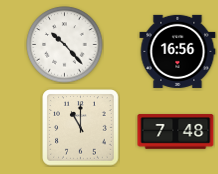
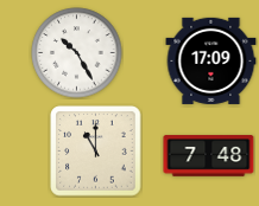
clock at (65, 45): 10:23 -> 10:25
clock at (178, 51): 16:56 -> 17:09
